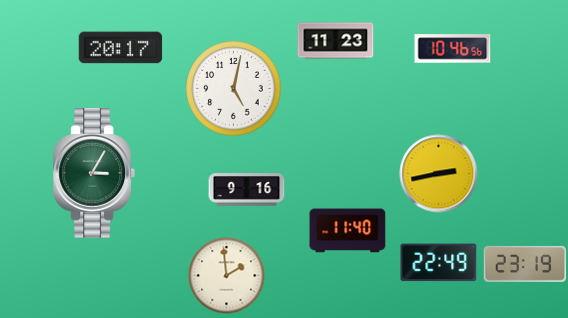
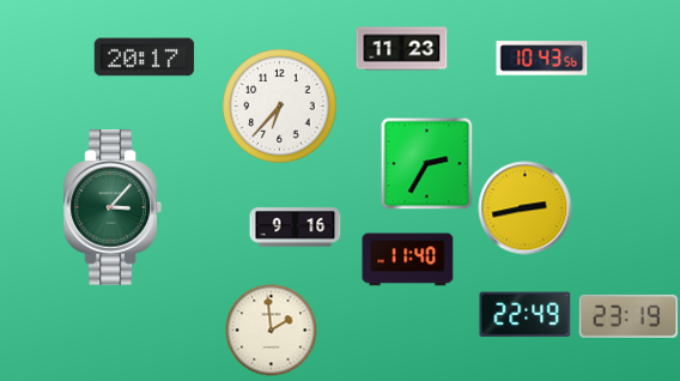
clock at (453, 49): 10:46 -> 10:43
clock at (234, 89): 5:02 -> 6:37
clock at (426, 163): none -> 2:35
clock at (93, 173): 3:05 -> 3:07
clock at (348, 231) position: (348, 231) -> (408, 260)
